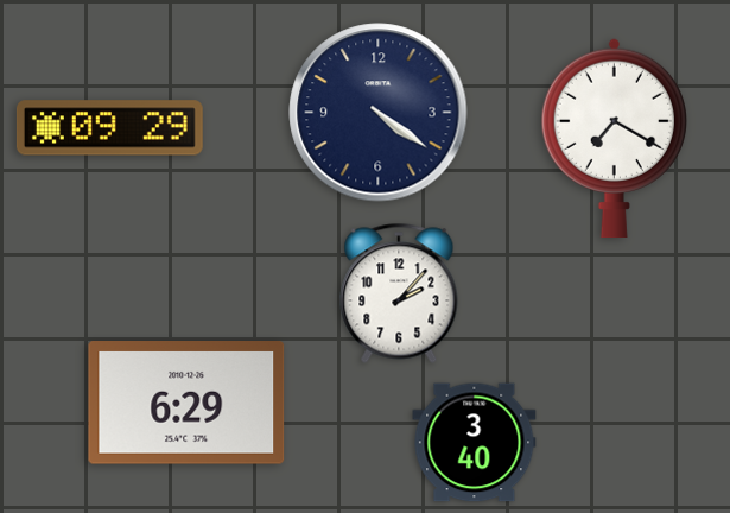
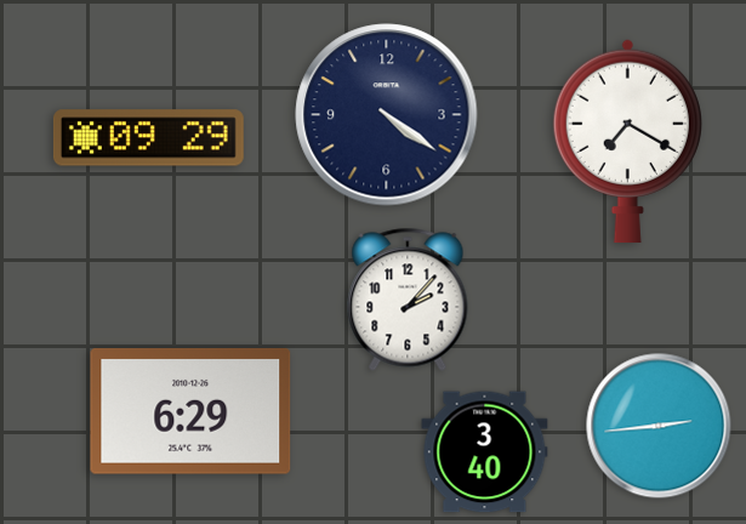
clock at (109, 128) position: (109, 128) -> (148, 138)
clock at (659, 426): none -> 2:44
